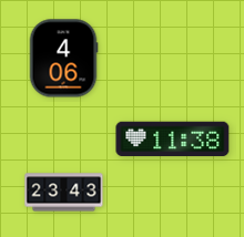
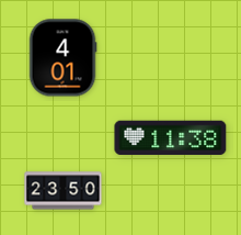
clock at (63, 59): 4:06 -> 4:01
clock at (64, 193): 23:43 -> 23:50
